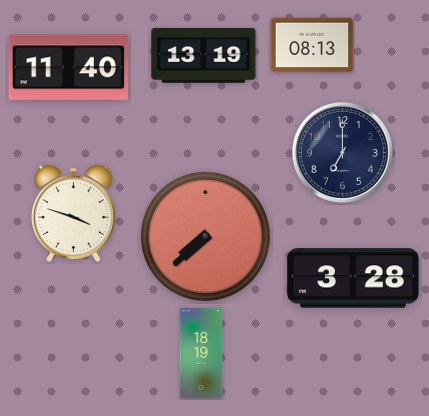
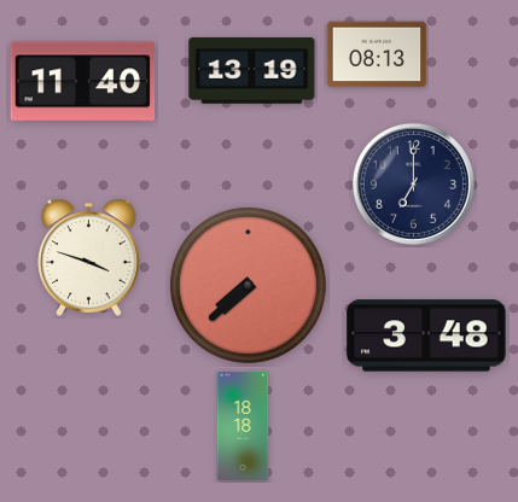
clock at (204, 56) position: (204, 56) -> (252, 71)
clock at (353, 278): 3:28 -> 3:48
clock at (201, 353): 18:19 -> 18:18
